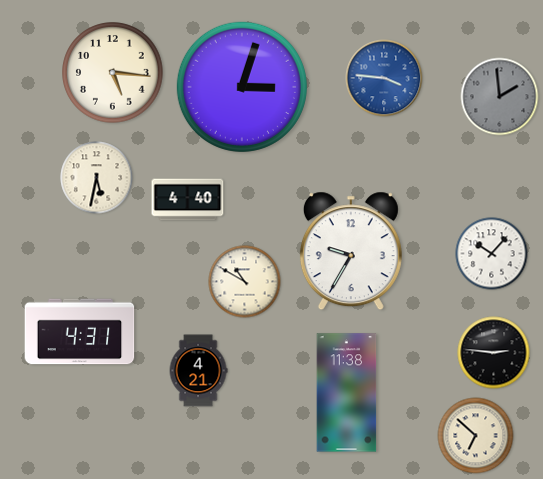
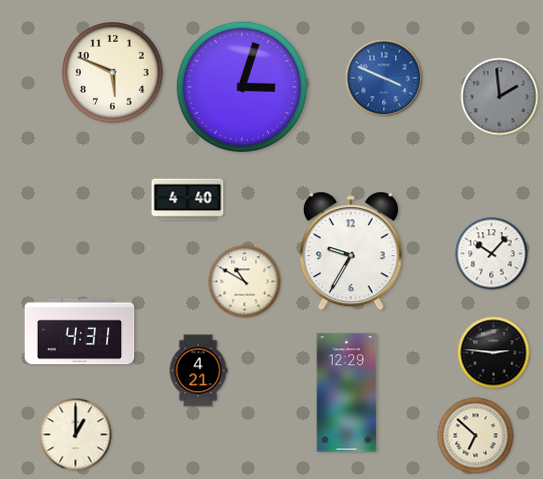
clock at (113, 73): 5:16 -> 5:49
clock at (384, 78): 3:46 -> 3:49
clock at (97, 178): 5:32 -> none
clock at (347, 393): 11:38 -> 12:29
clock at (76, 435): none -> 1:00
